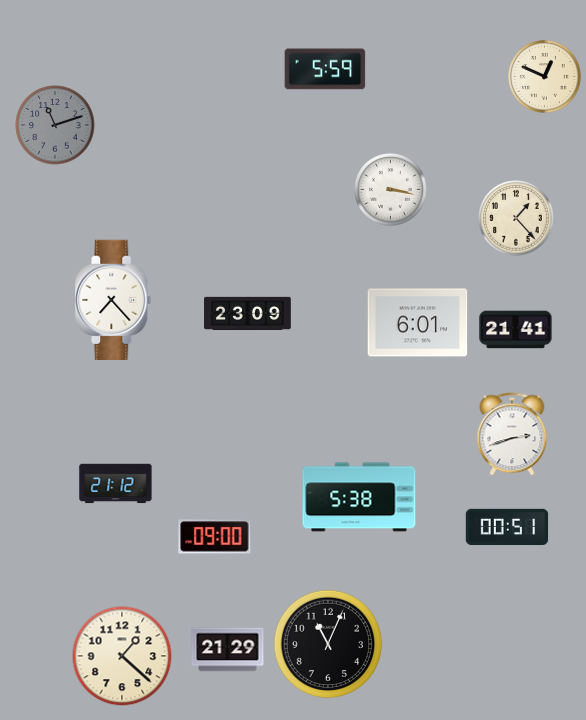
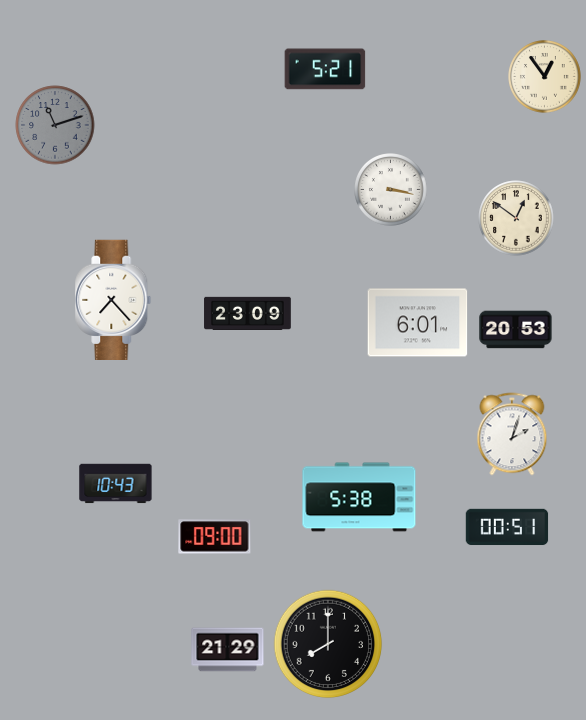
clock at (325, 69): 5:59 -> 5:21
clock at (545, 77): 12:49 -> 12:54
clock at (516, 218): 1:23 -> 12:51
clock at (516, 330): 21:41 -> 20:53
clock at (512, 434): 2:42 -> 2:03
clock at (116, 484): 21:12 -> 10:43
clock at (328, 644): 11:04 -> 8:00
clock at (122, 656): 1:22 -> none
